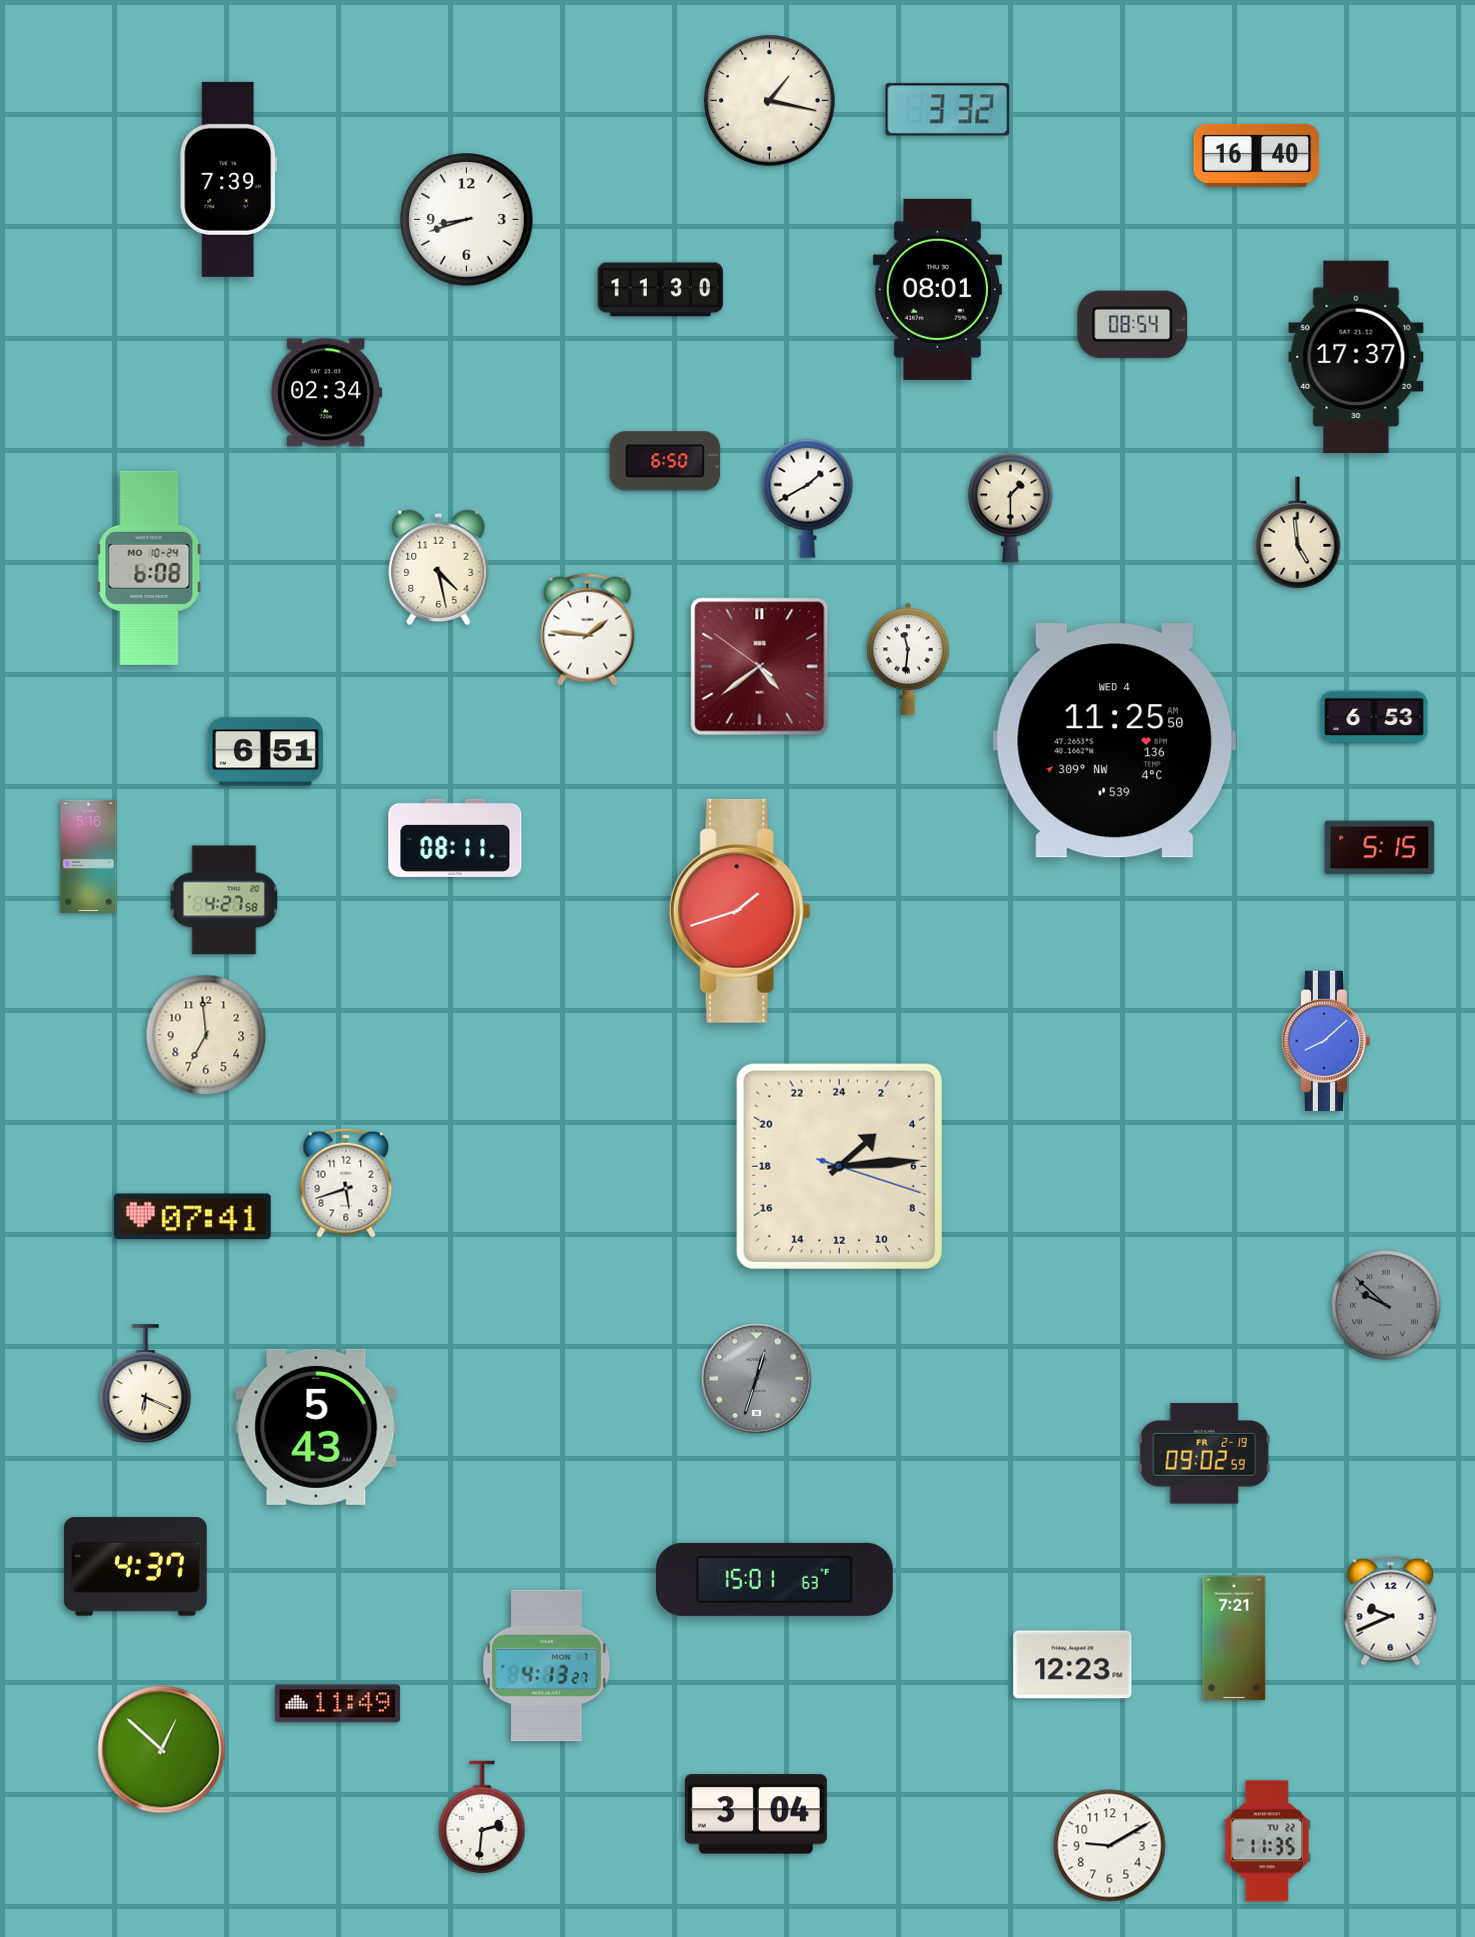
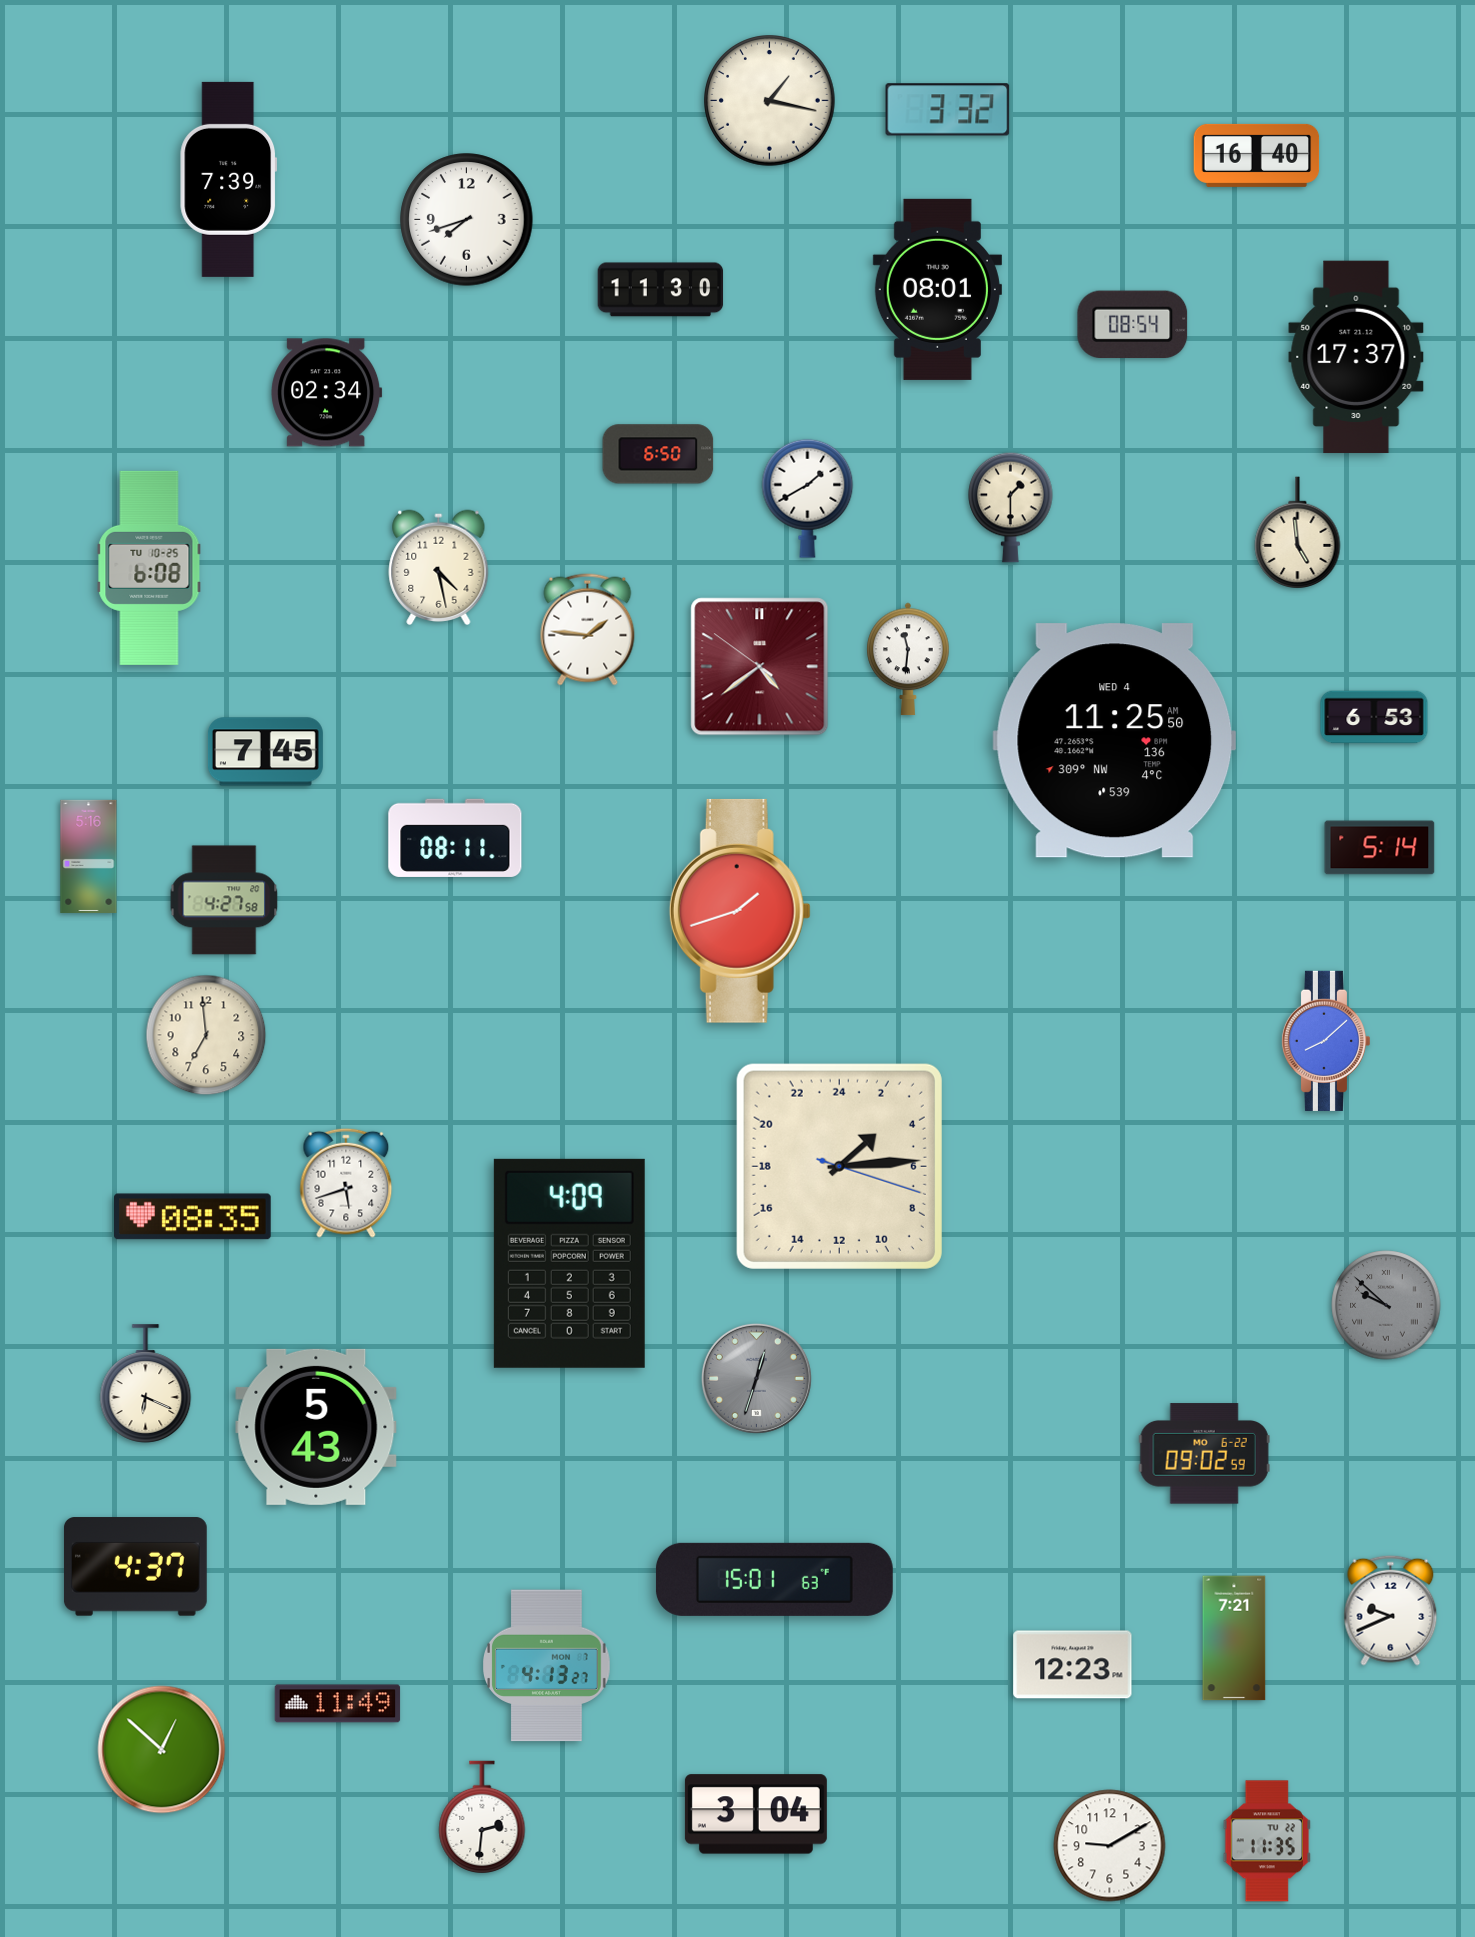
clock at (467, 220): 8:42 -> 7:42
clock at (665, 461) position: (665, 461) -> (658, 454)
clock at (149, 568) date: MO 10-24 -> TU 10-25
clock at (265, 752): 6:51 -> 7:45
clock at (1380, 848): 5:15 -> 5:14
clock at (193, 1217): 07:41 -> 08:35
clock at (569, 1263): none -> 4:09
clock at (1204, 1454) date: FR 2-19 -> MO 6-22
